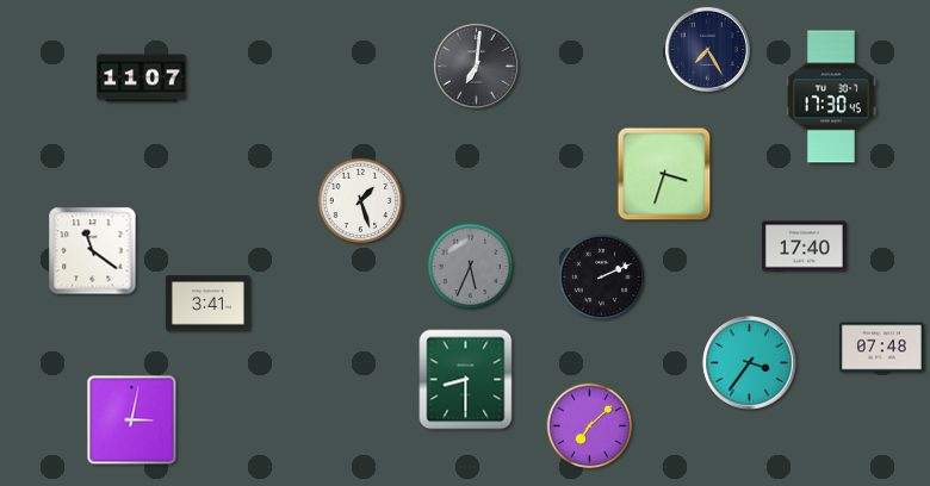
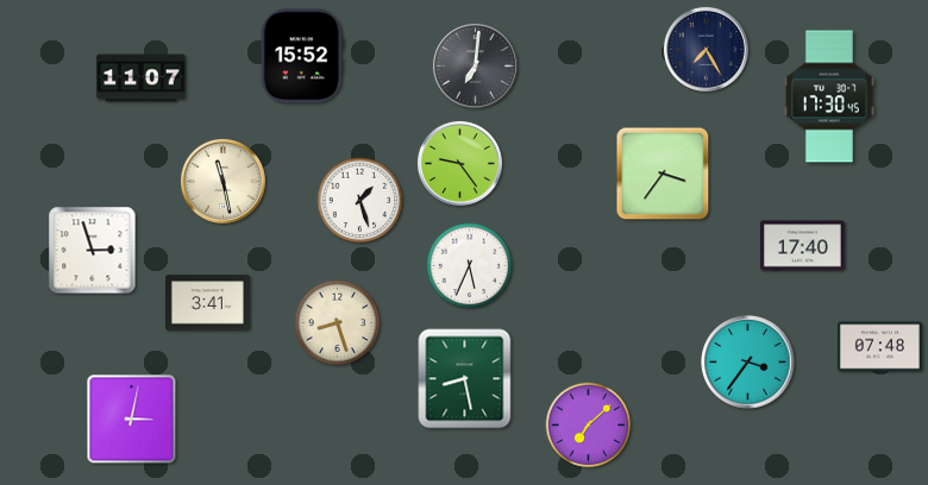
clock at (302, 56): none -> 15:52
clock at (459, 163): none -> 9:24
clock at (664, 174): 3:33 -> 3:36
clock at (222, 181): none -> 11:28
clock at (93, 251): 11:21 -> 2:57
clock at (471, 267) dial: grey -> white
clock at (602, 278): 2:11 -> none
clock at (338, 323): none -> 8:27
clock at (466, 380): 8:30 -> 8:28
